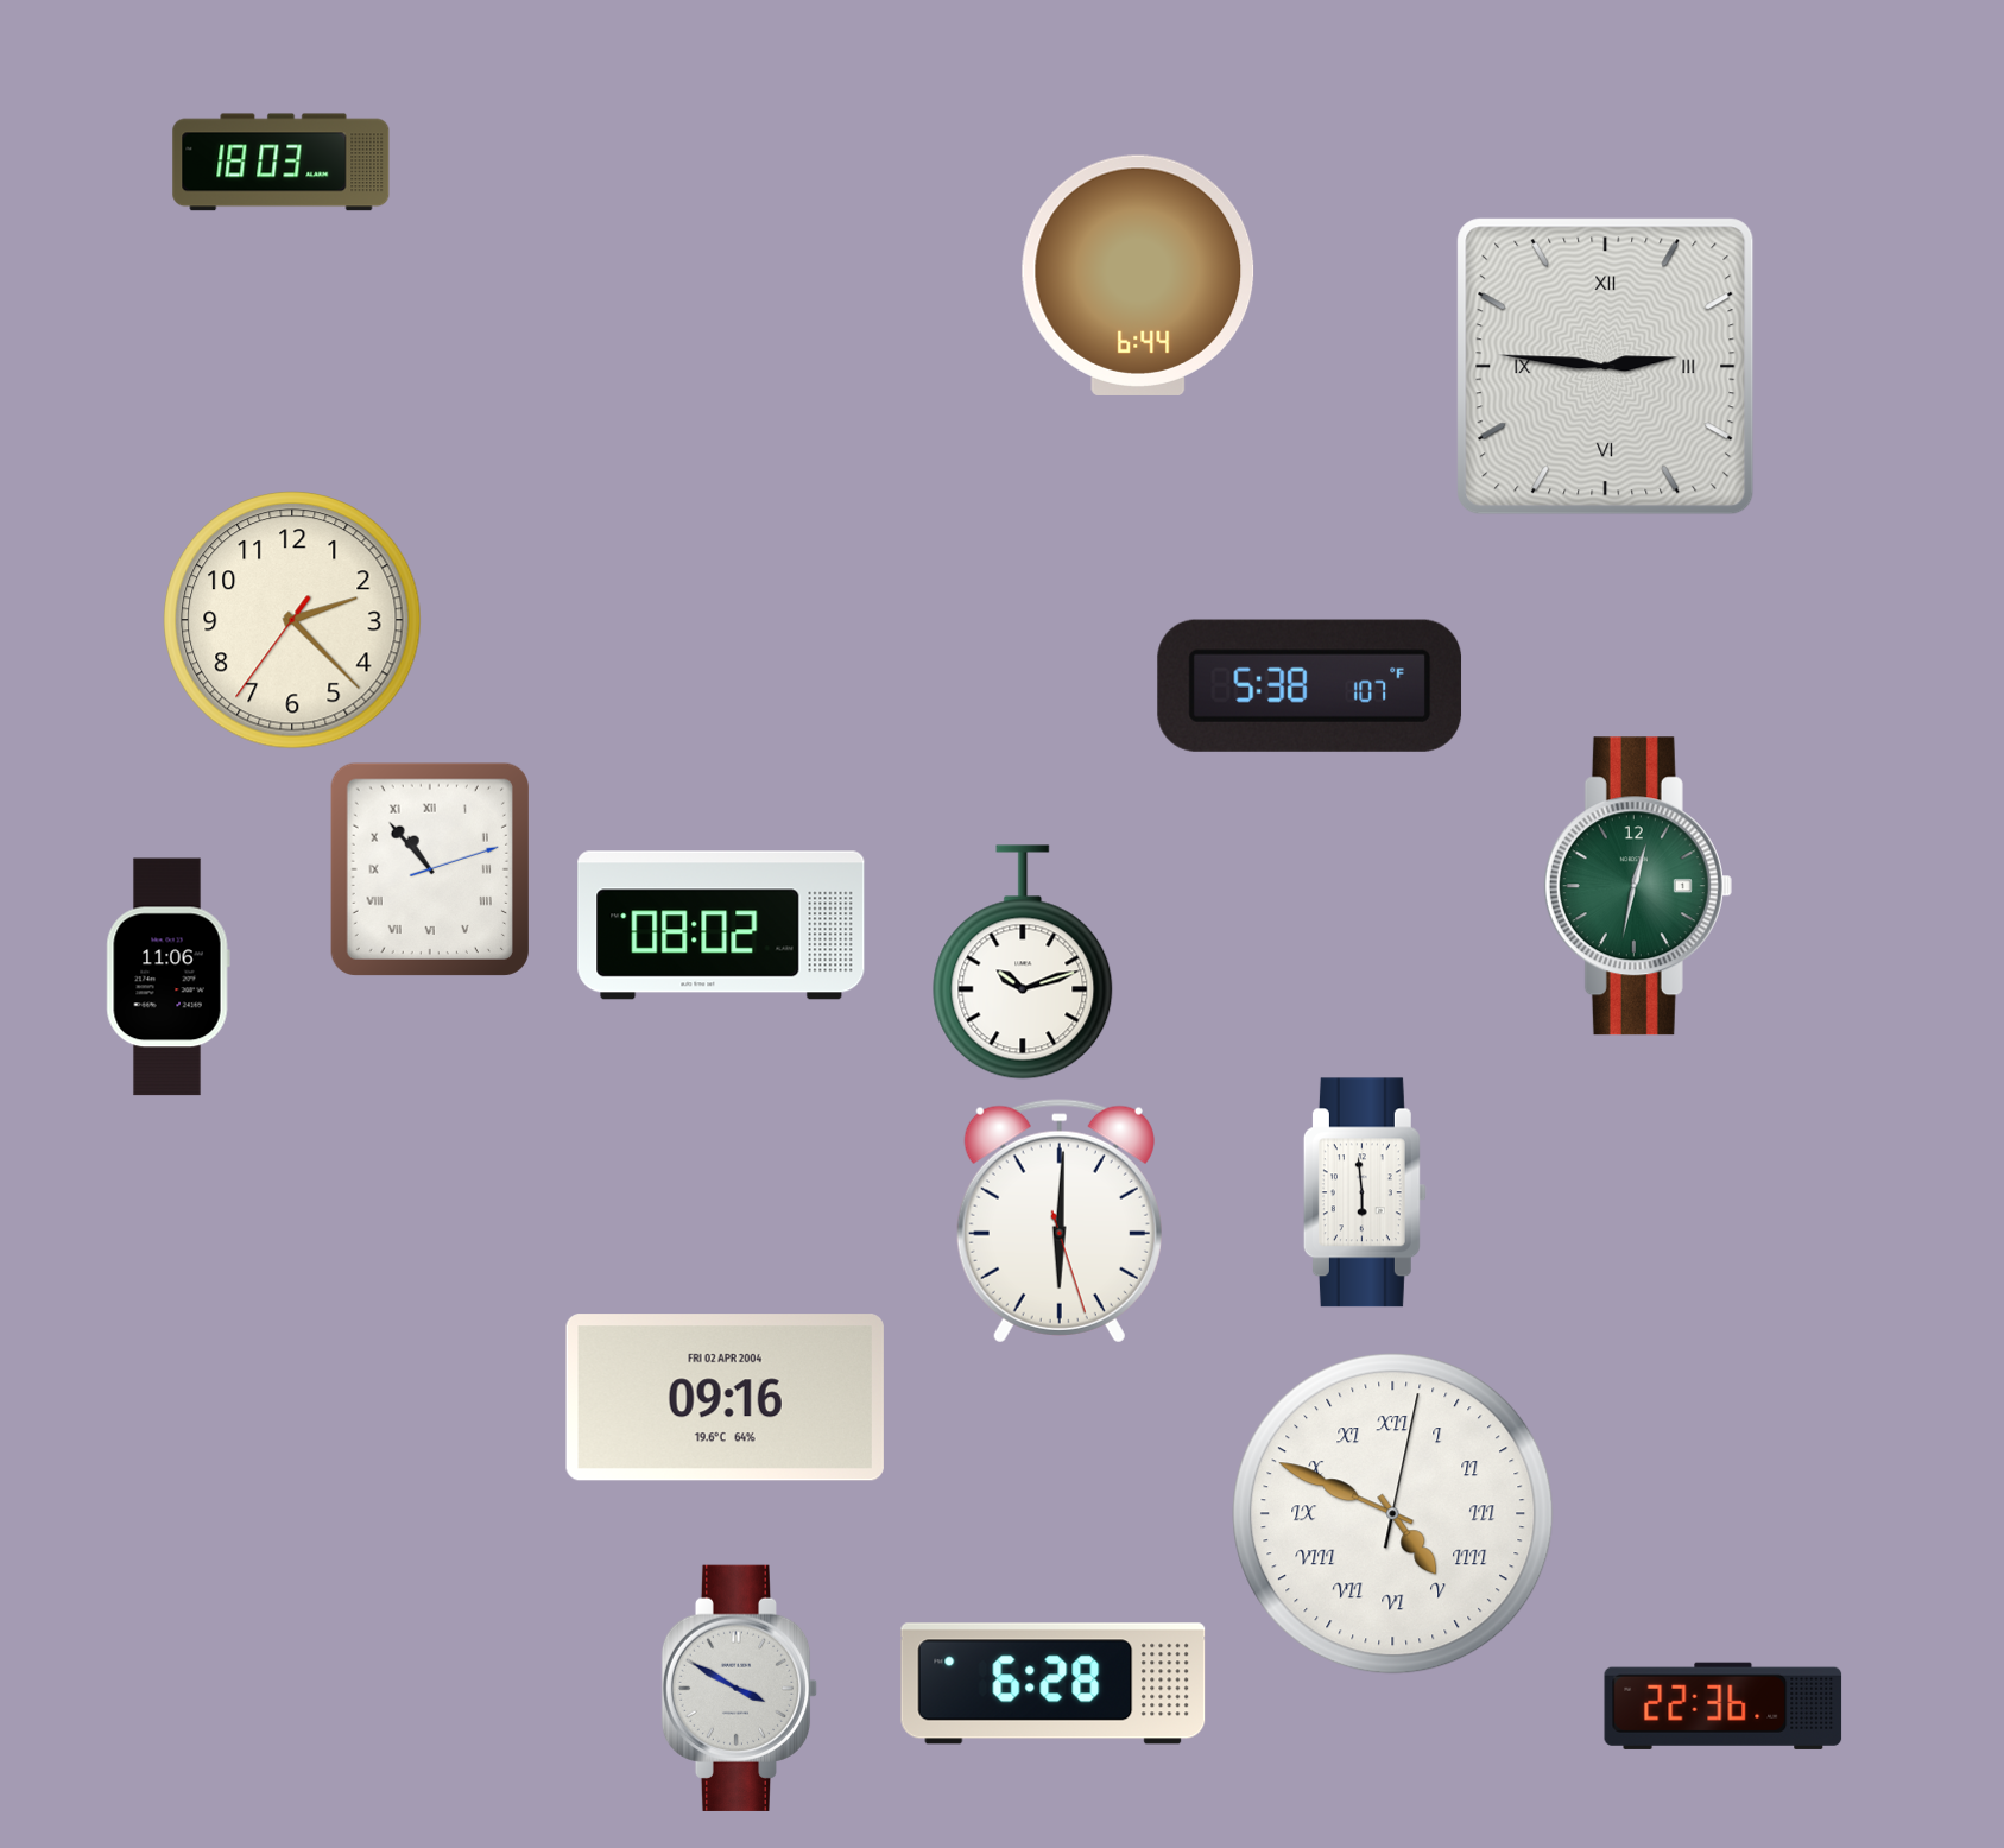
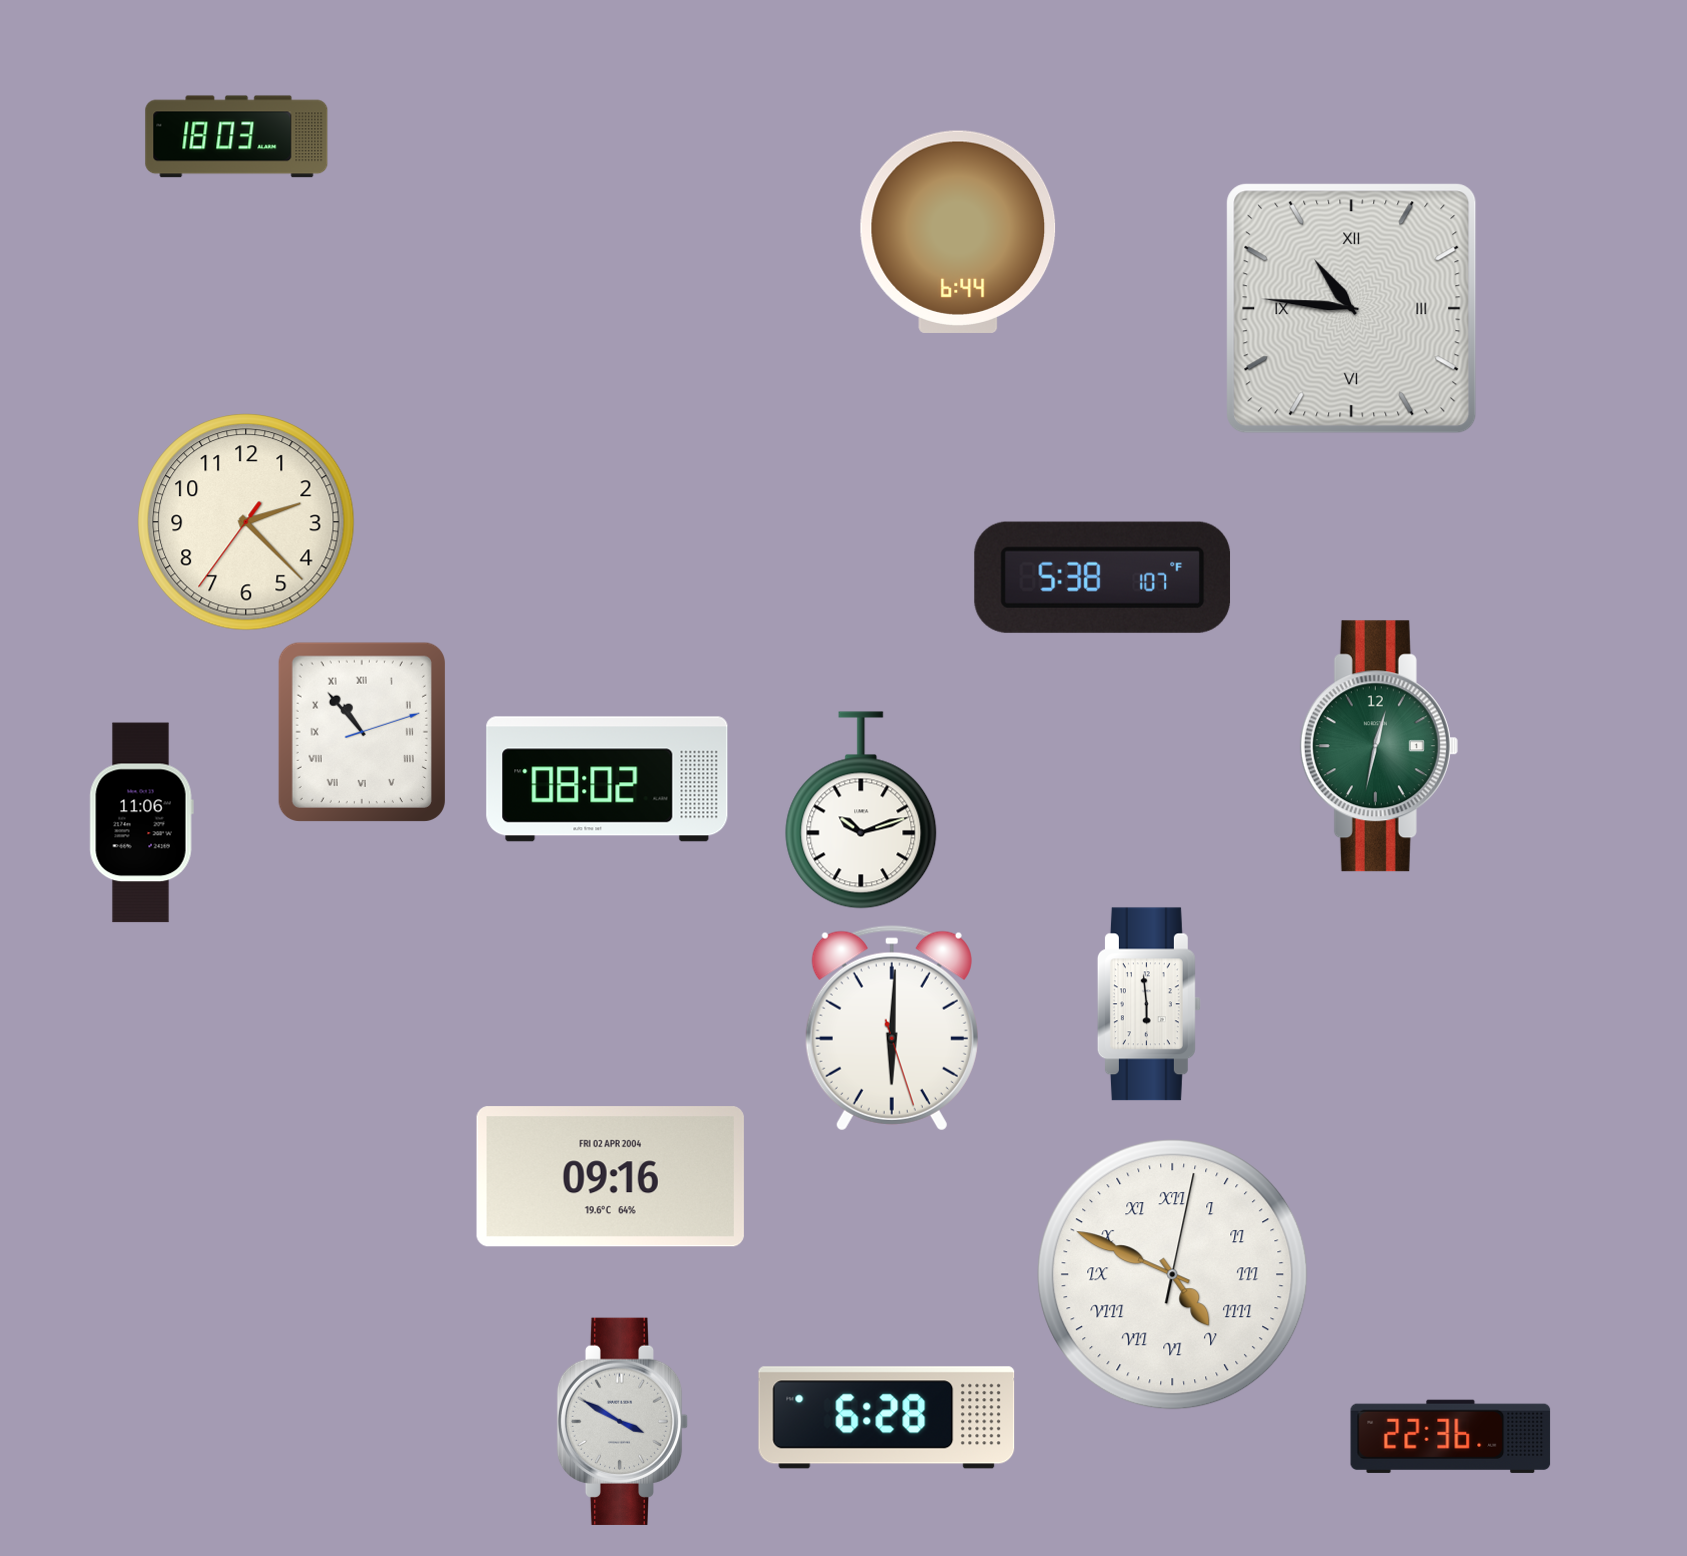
clock at (1606, 367): 2:46 -> 10:46
